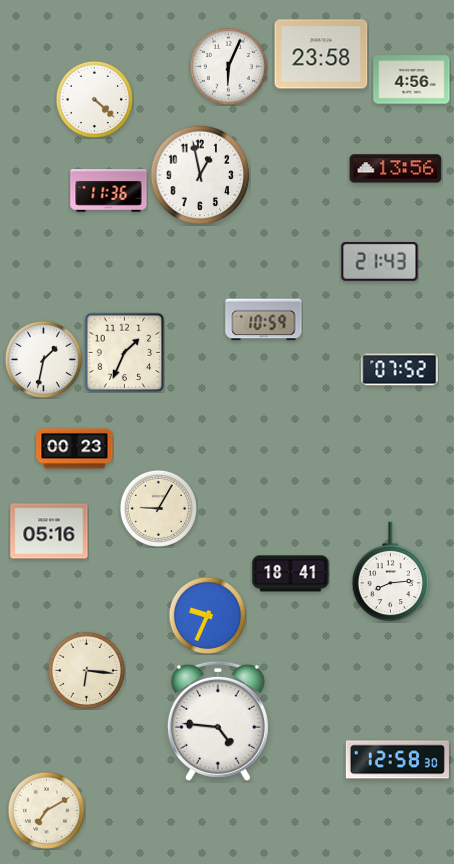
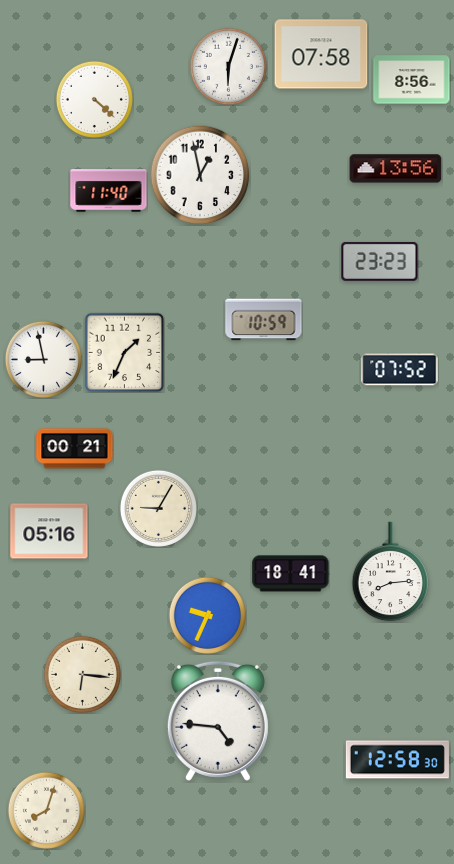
clock at (321, 54): 23:58 -> 07:58
clock at (228, 66): 6:04 -> 6:03
clock at (412, 80): 4:56 -> 8:56
clock at (109, 191): 11:36 -> 11:40
clock at (380, 262): 21:43 -> 23:23
clock at (43, 359): 1:32 -> 8:58
clock at (75, 449): 00:23 -> 00:21
clock at (86, 670) position: (86, 670) -> (82, 674)
clock at (46, 810): 7:10 -> 8:03
